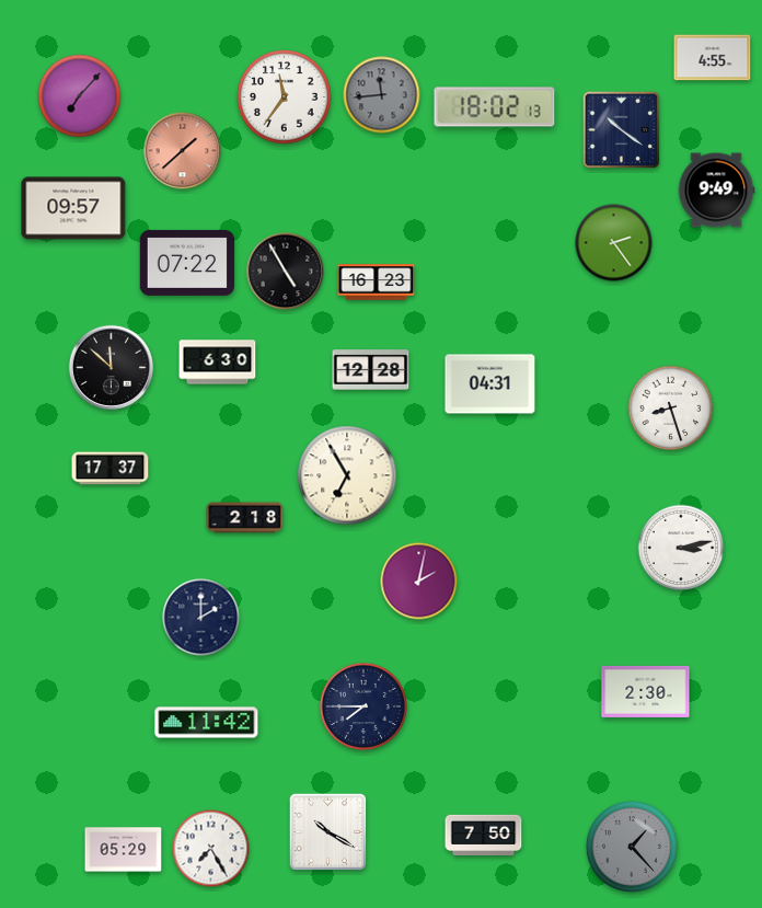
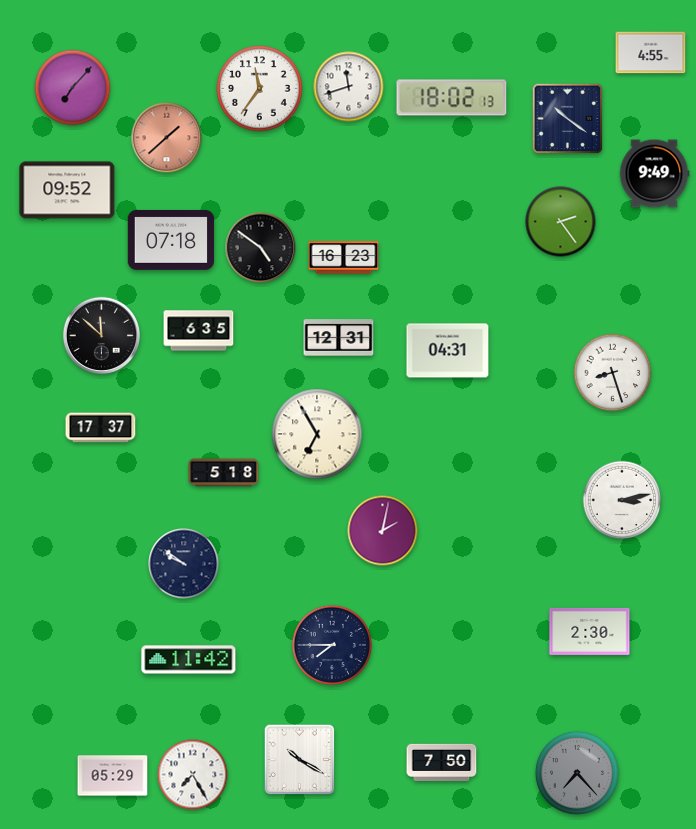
clock at (382, 95): 11:44 -> 11:42
clock at (382, 95) dial: grey -> white
clock at (73, 208): 09:57 -> 09:52
clock at (187, 263): 07:22 -> 07:18
clock at (286, 272): 4:55 -> 4:51
clock at (218, 363): 6:30 -> 6:35
clock at (371, 370): 12:28 -> 12:31
clock at (245, 518): 2:18 -> 5:18
clock at (201, 618): 2:00 -> 9:51
clock at (632, 847): 1:23 -> 7:23
